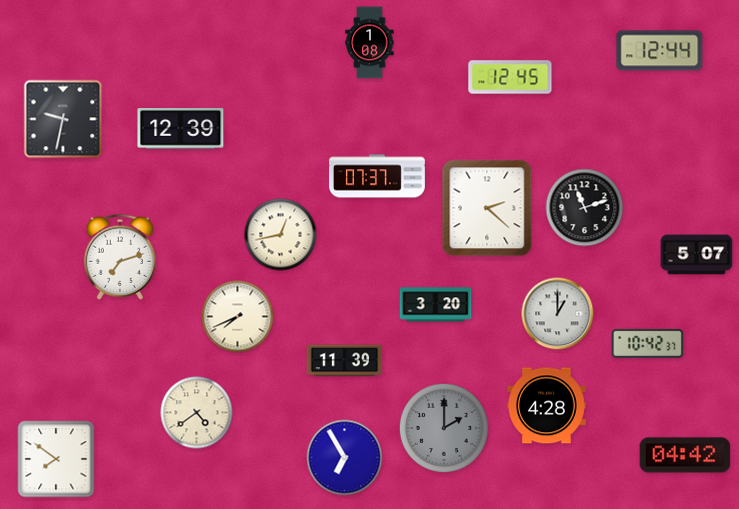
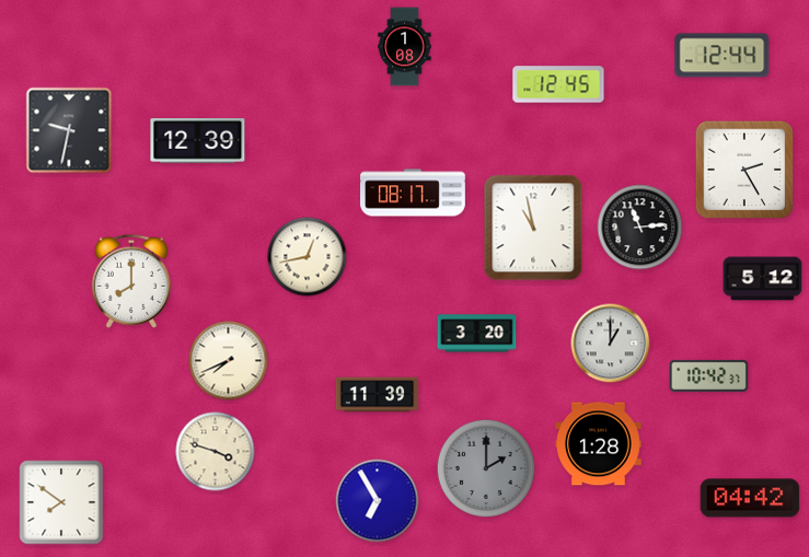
clock at (744, 170): none -> 2:25
clock at (377, 176): 07:37 -> 08:17
clock at (487, 208): 2:22 -> 10:58
clock at (585, 208): 11:12 -> 11:14
clock at (697, 255): 5:07 -> 5:12
clock at (119, 257): 7:12 -> 8:00
clock at (238, 317) position: (238, 317) -> (229, 361)
clock at (547, 406): 4:28 -> 1:28
clock at (197, 413): 4:39 -> 3:48
